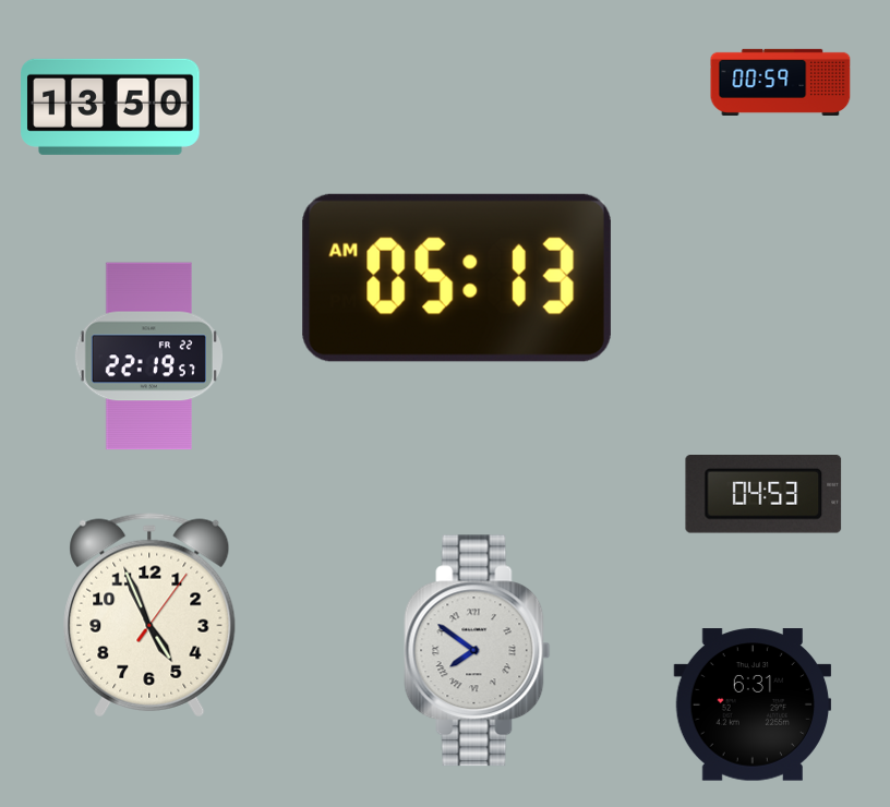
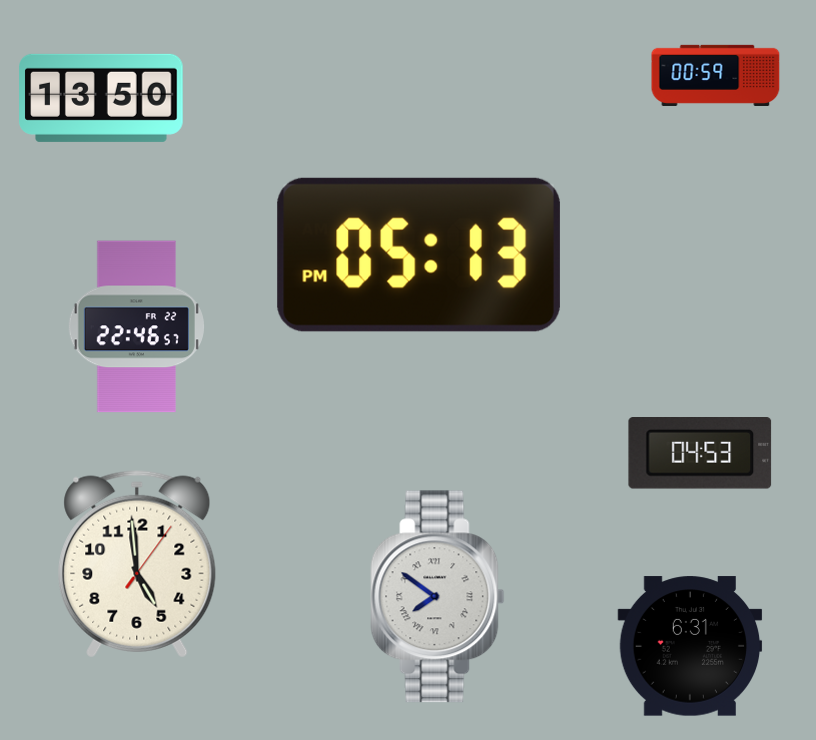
clock at (457, 278): 05:13 AM -> 05:13 PM
clock at (148, 357): 22:19 -> 22:46
clock at (149, 615): 4:56 -> 4:59
